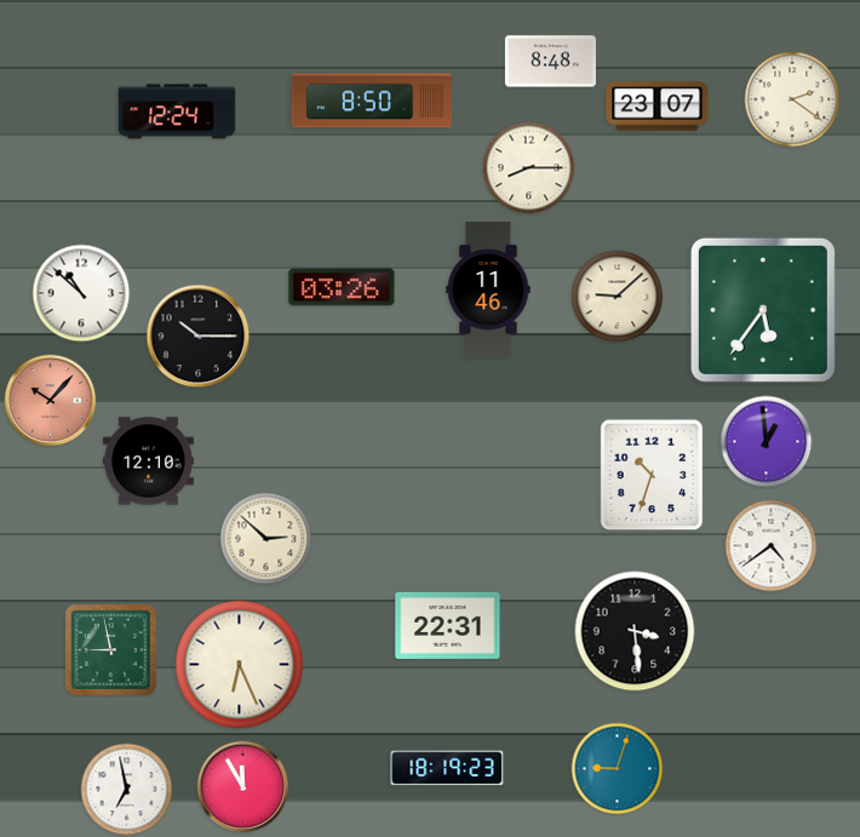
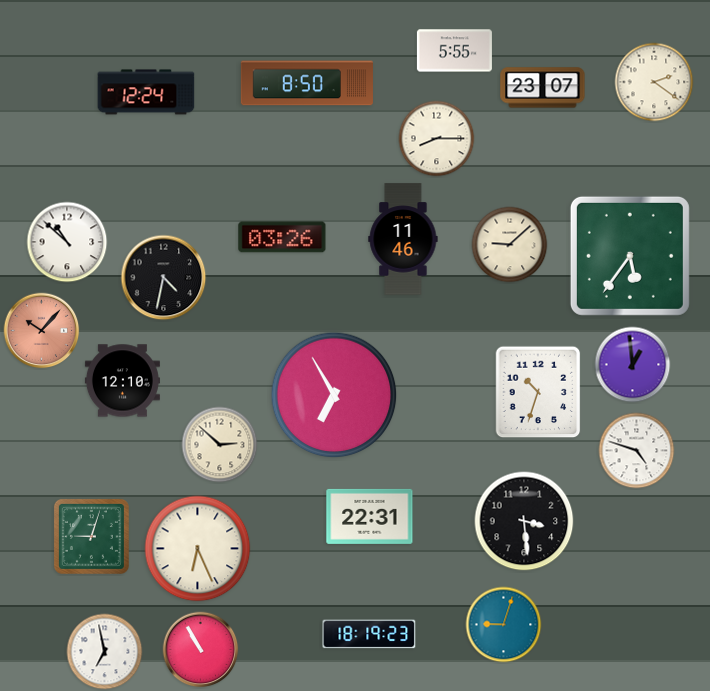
clock at (550, 62): 8:48 -> 5:55
clock at (199, 337): 10:15 -> 4:32
clock at (334, 395): none -> 6:55
clock at (772, 546): 4:39 -> 4:48
clock at (110, 649): 8:58 -> 9:03
clock at (618, 769) position: (618, 769) -> (504, 625)
clock at (243, 787): 11:55 -> 10:55
